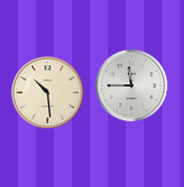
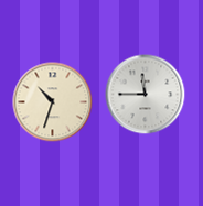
clock at (48, 93): 10:29 -> 10:33
